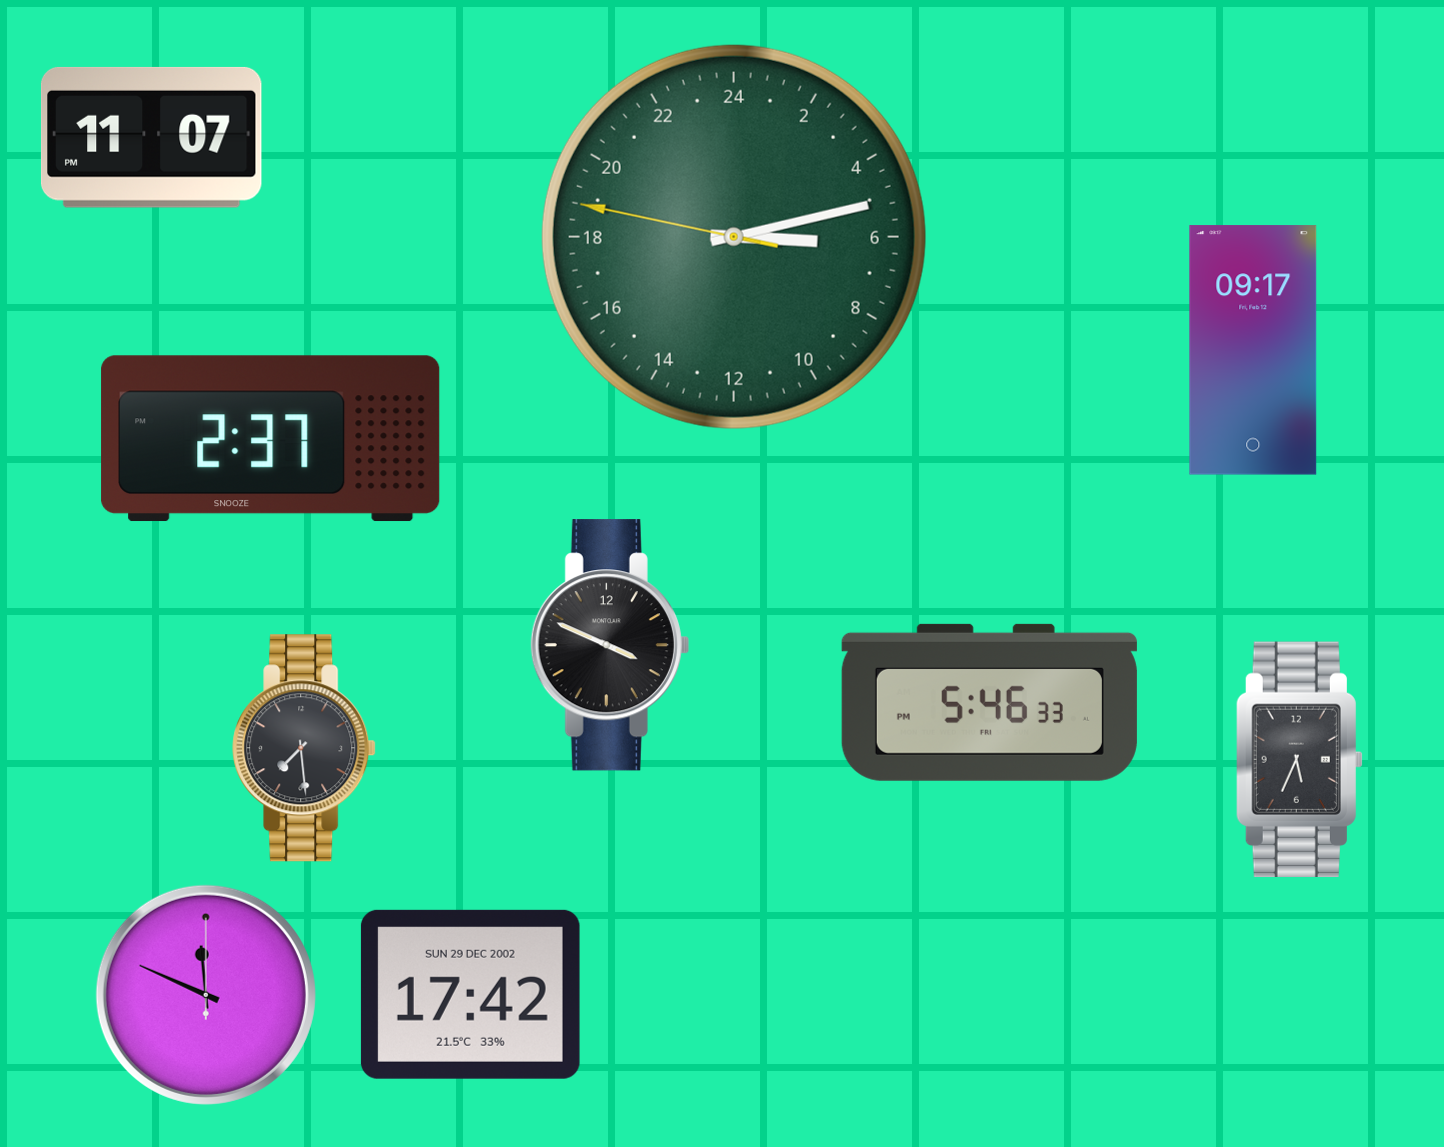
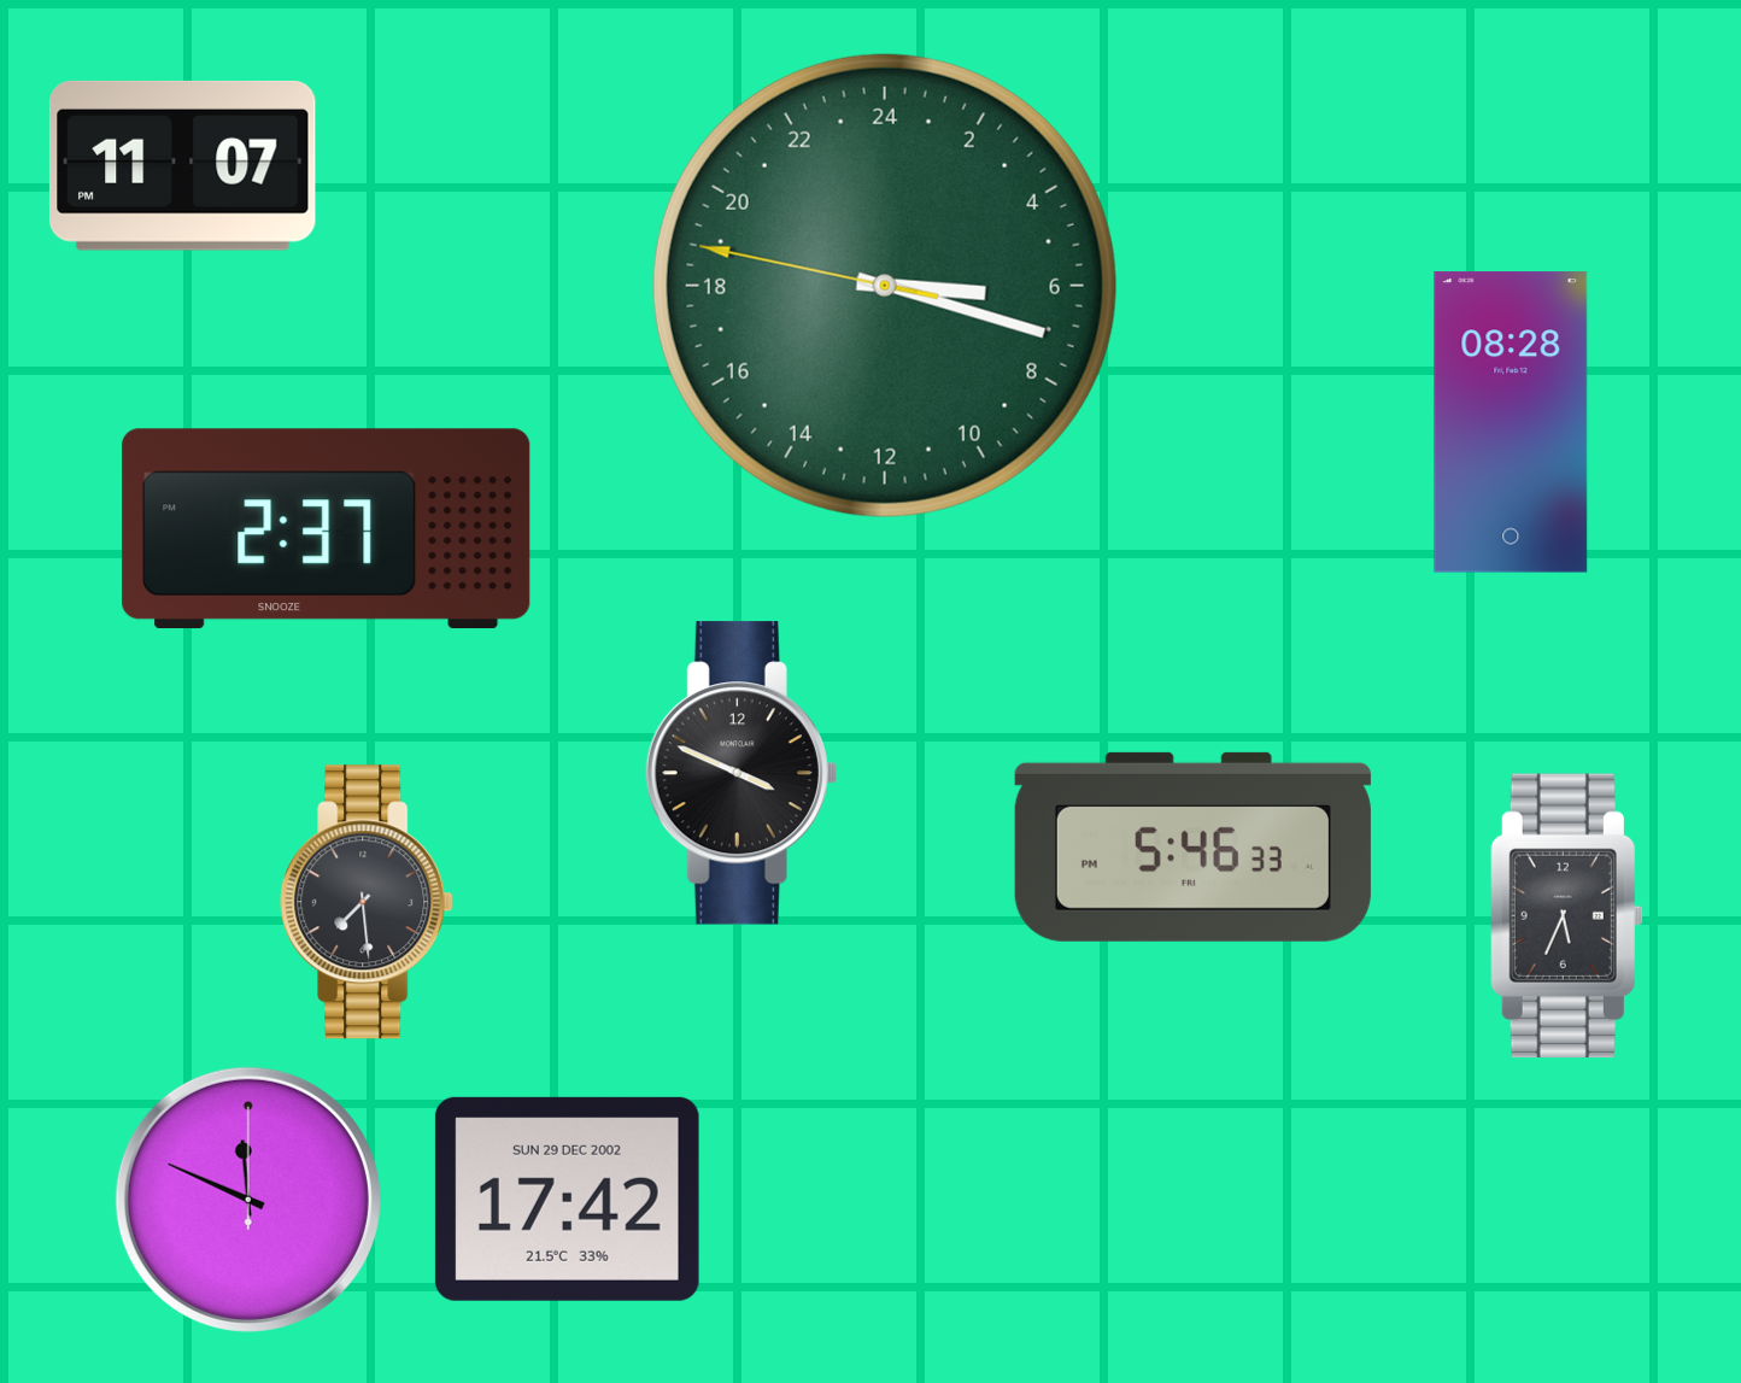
clock at (734, 237): 6:12 -> 6:17
clock at (1253, 350): 09:17 -> 08:28
clock at (610, 645) position: (610, 645) -> (741, 773)
